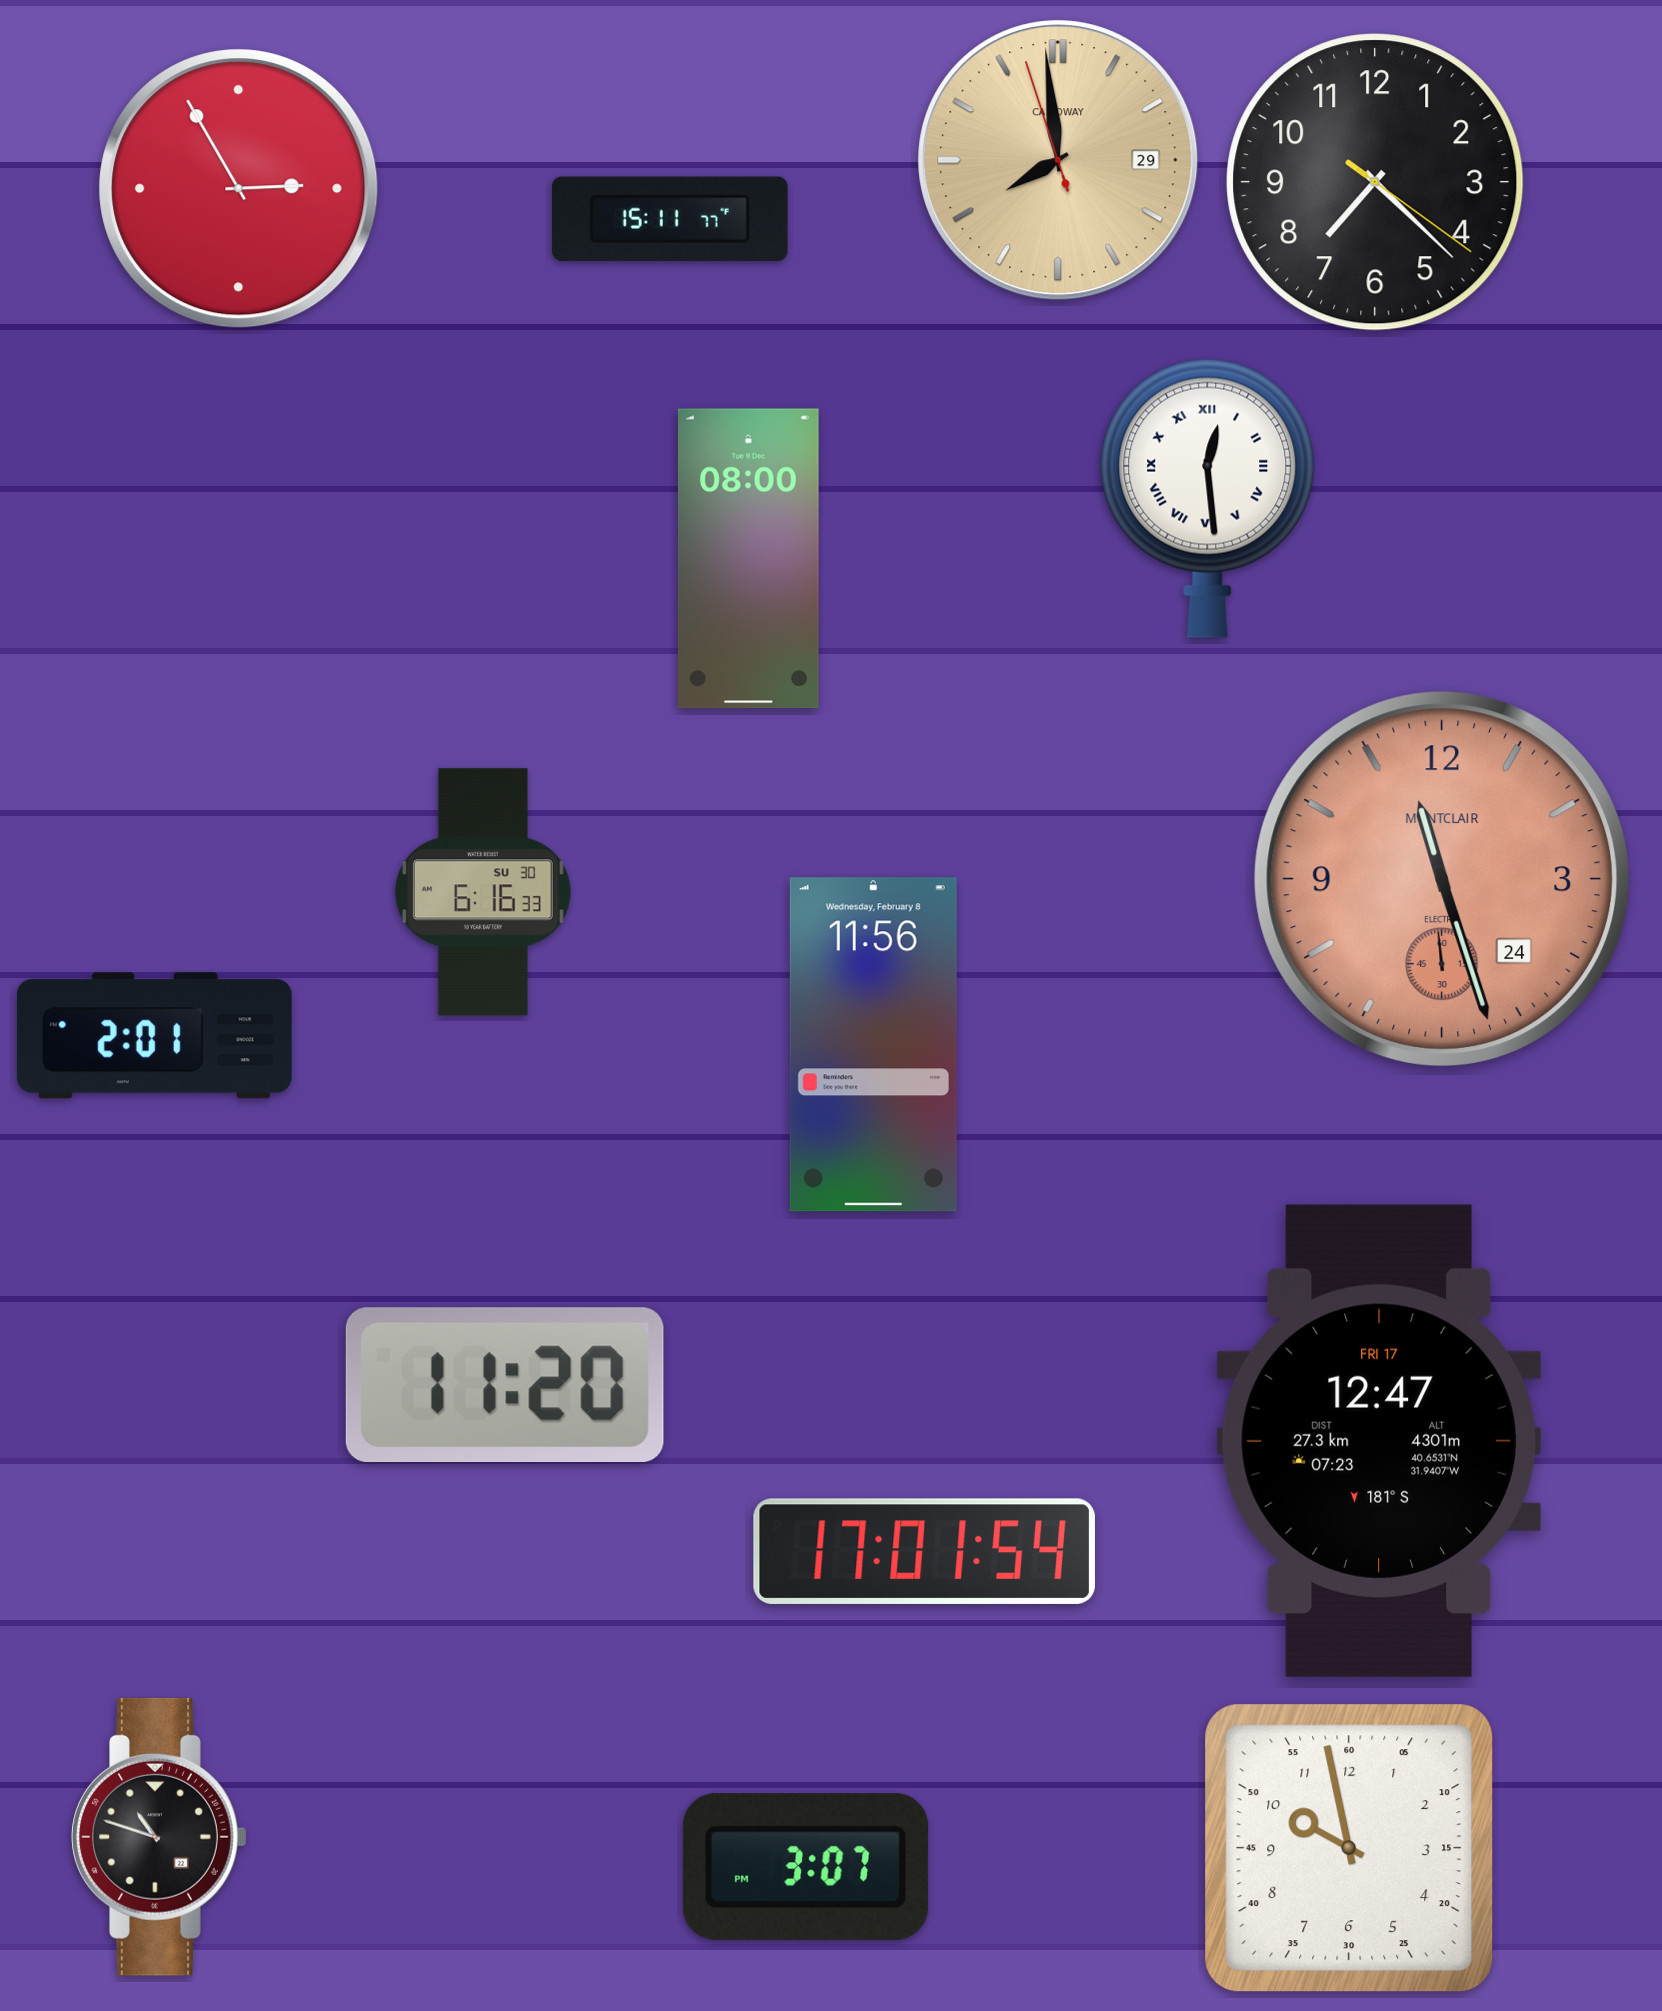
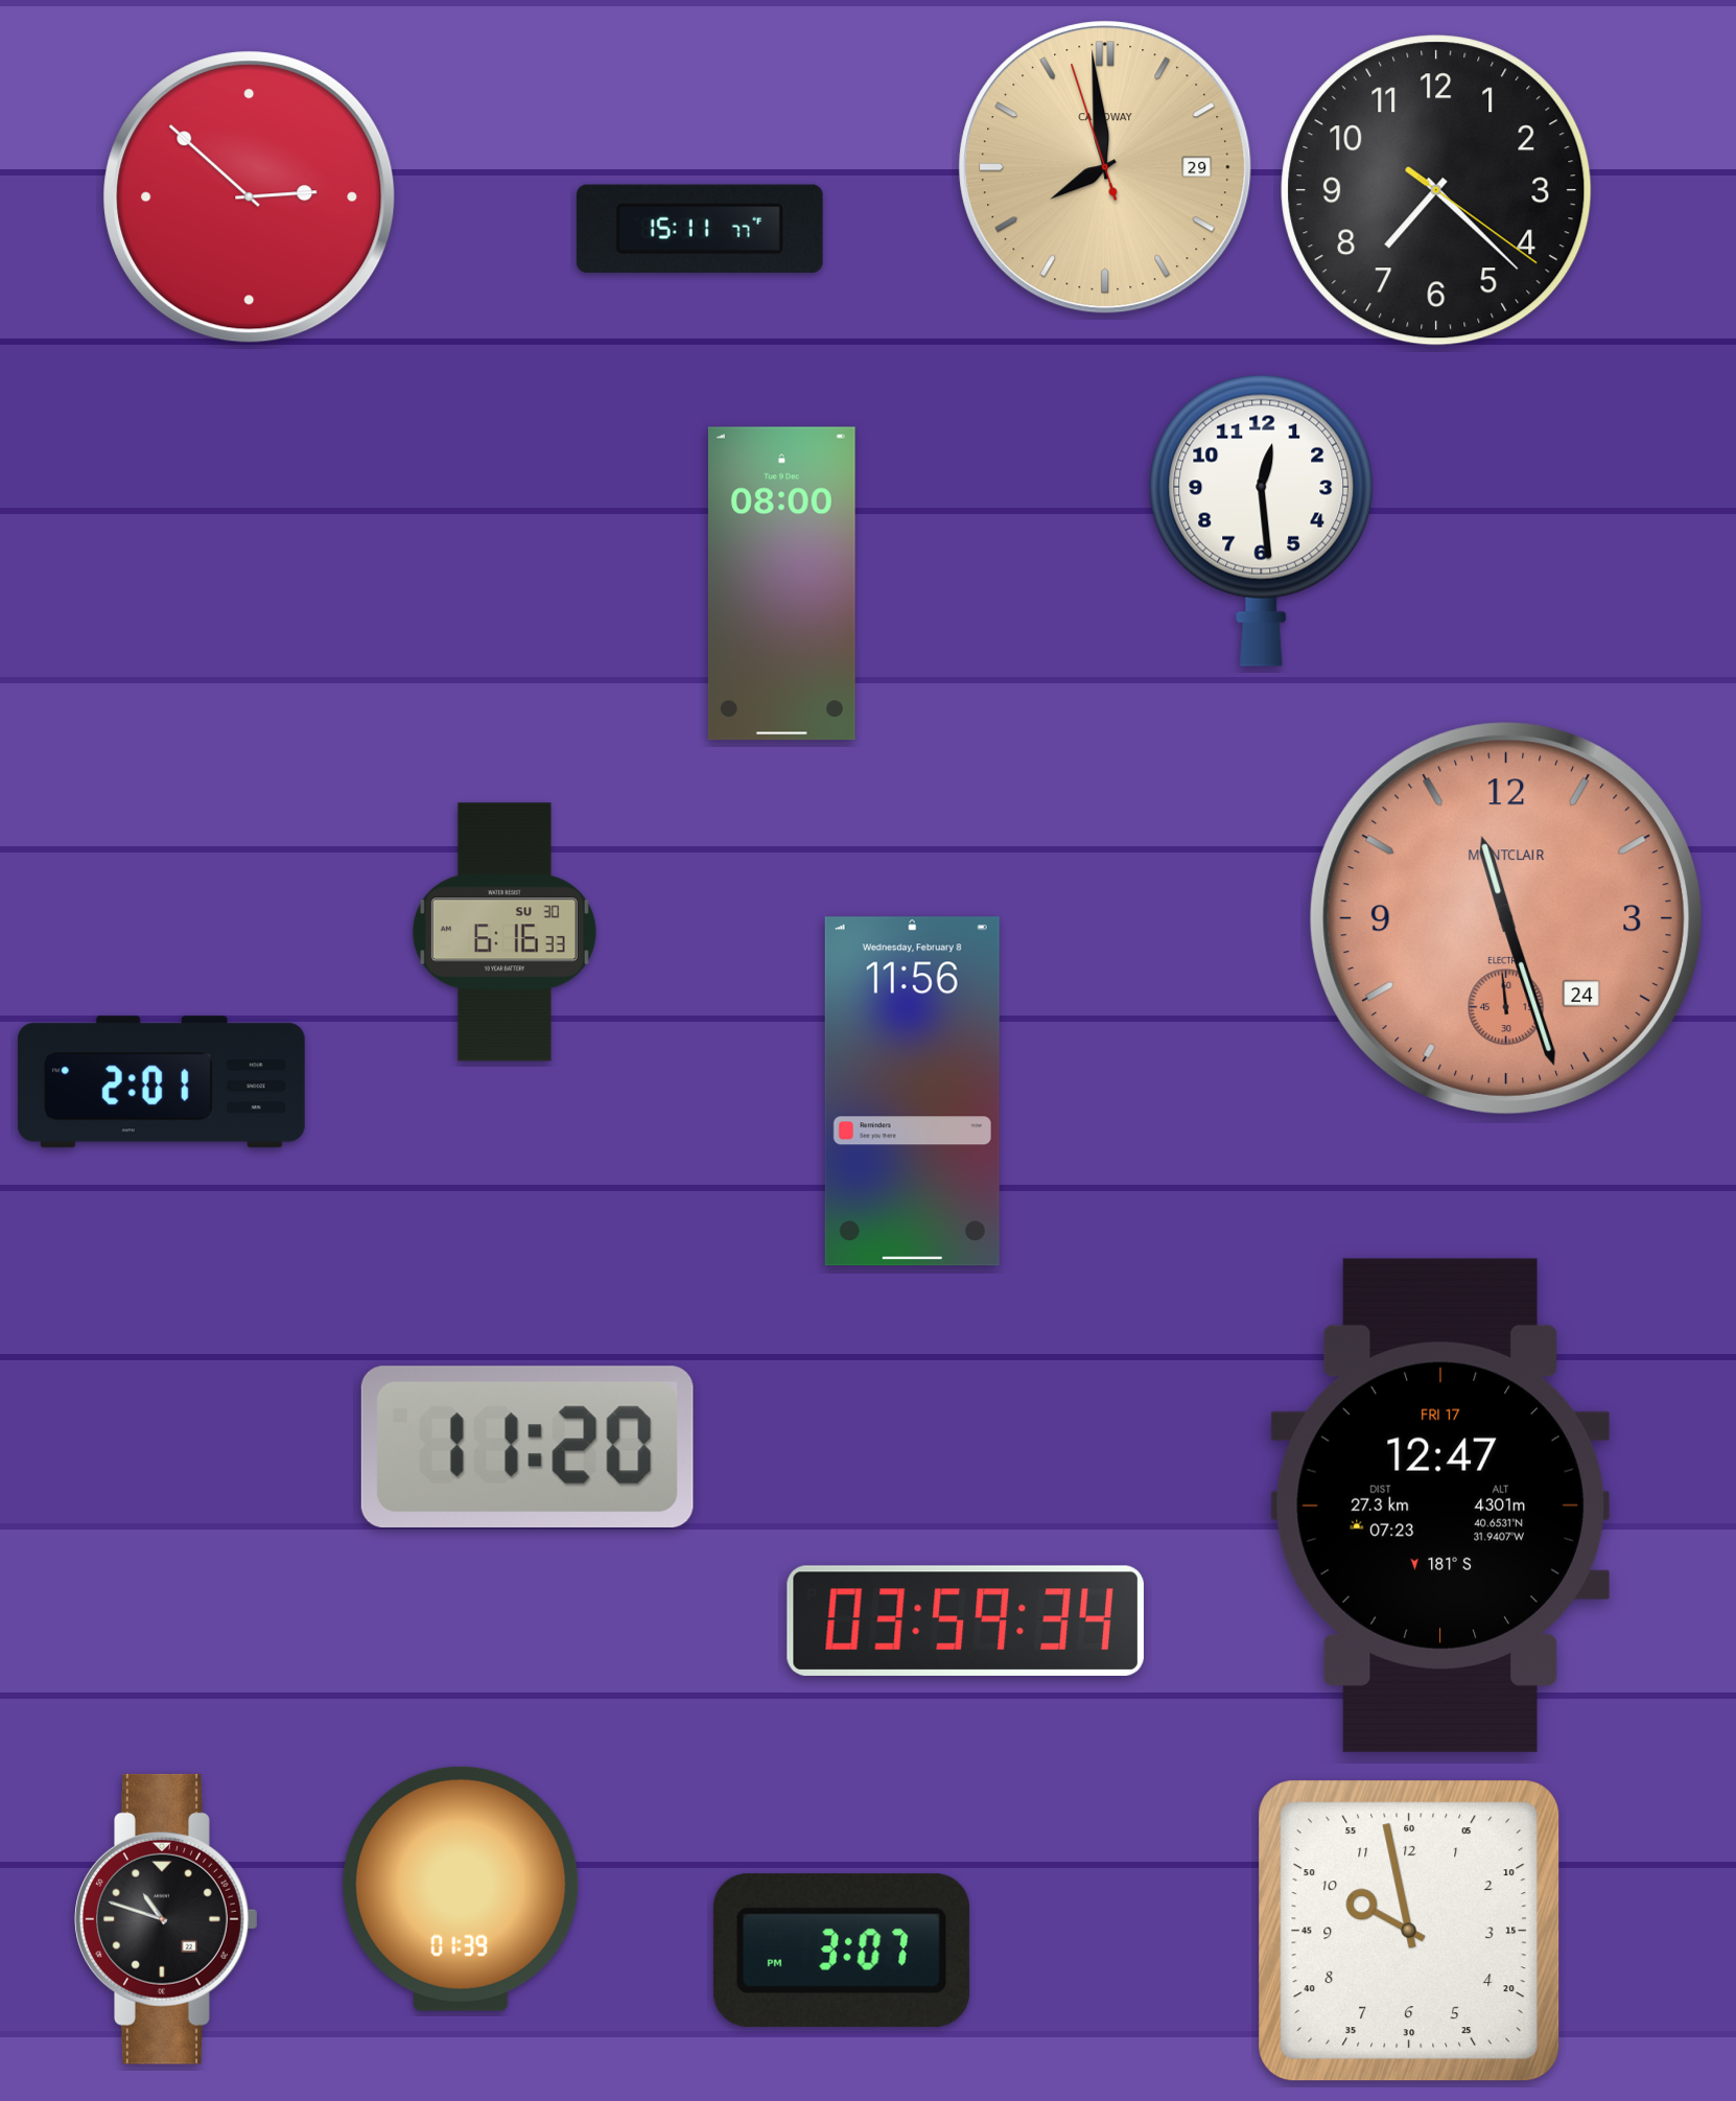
clock at (239, 189): 2:55 -> 2:52
clock at (1208, 498) numerals: Roman -> Arabic
clock at (924, 1551): 17:01 -> 03:59
clock at (461, 1889): none -> 01:39
